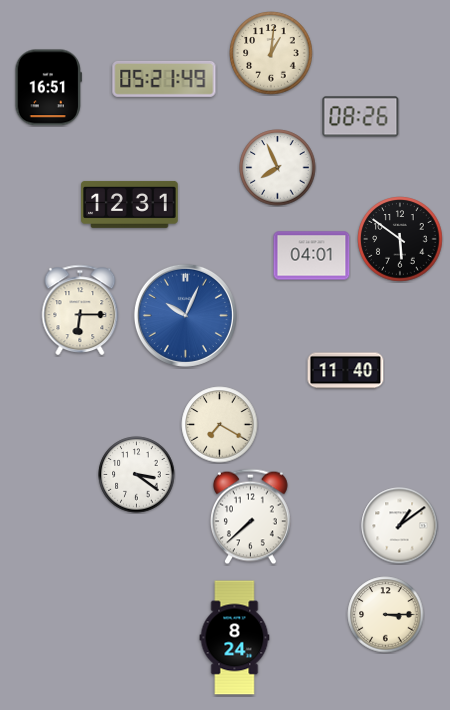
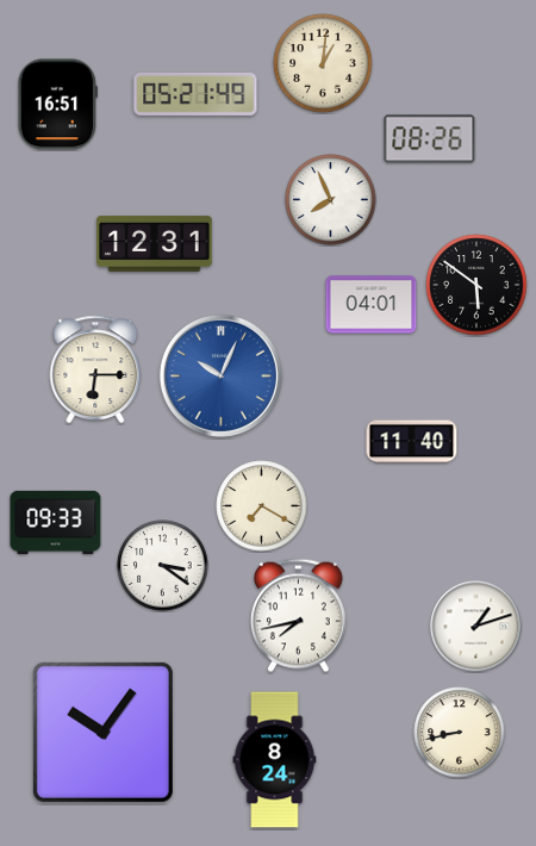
clock at (56, 522): none -> 09:33
clock at (250, 517): 7:38 -> 7:43
clock at (400, 526): 1:09 -> 1:12
clock at (102, 732): none -> 10:06
clock at (386, 615): 3:15 -> 8:43
clock at (235, 638) position: (235, 638) -> (275, 760)
